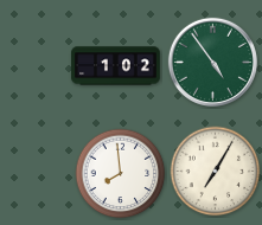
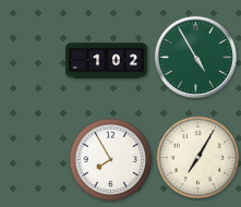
clock at (212, 62): 4:54 -> 4:55
clock at (121, 174): 7:59 -> 7:55
